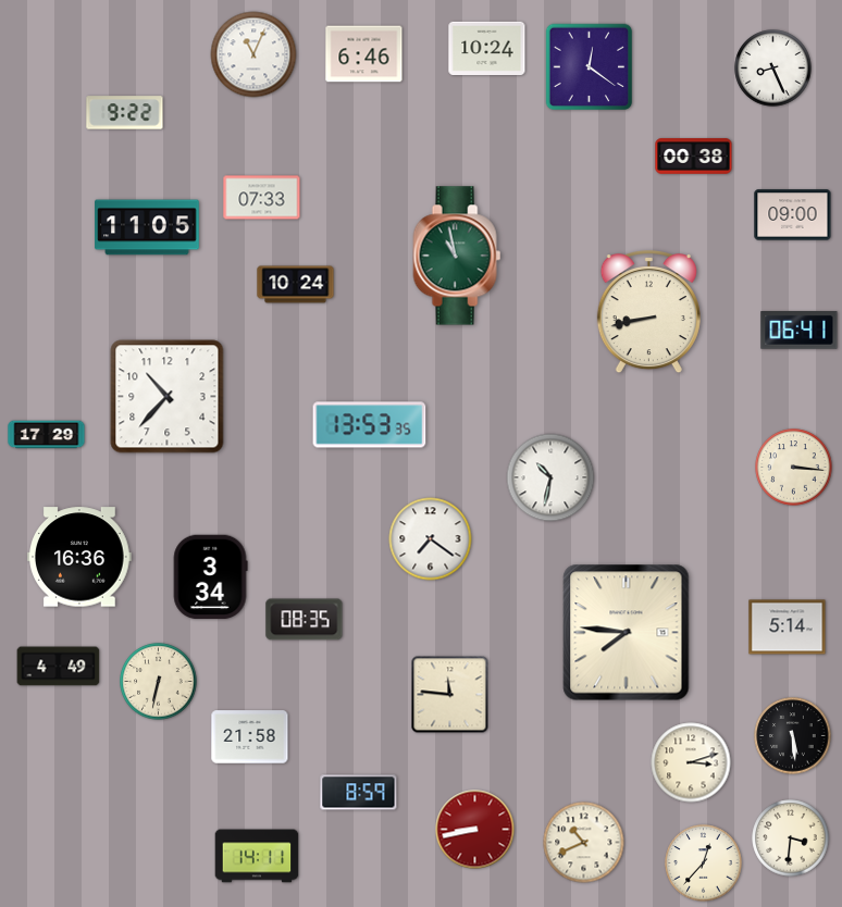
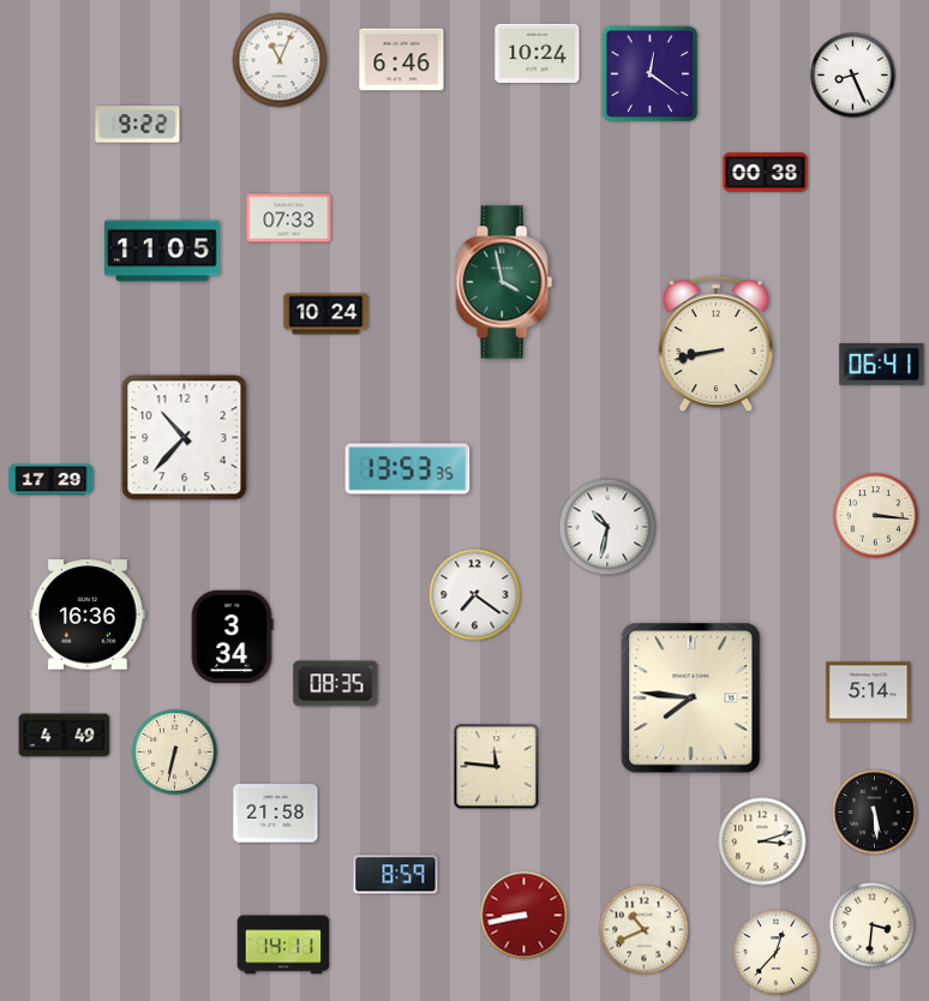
clock at (793, 215): 09:00 -> none
clock at (457, 256): 10:58 -> 3:58
